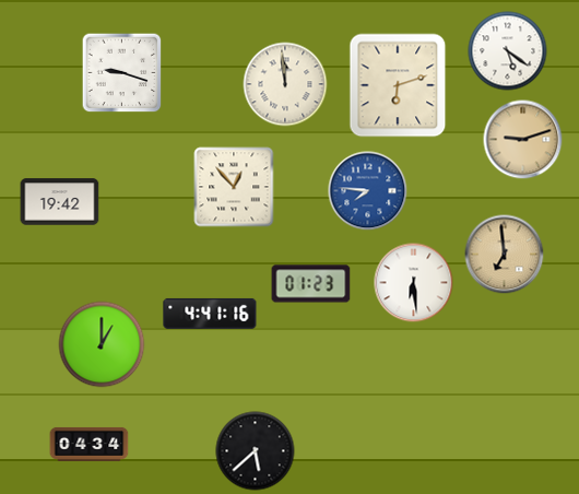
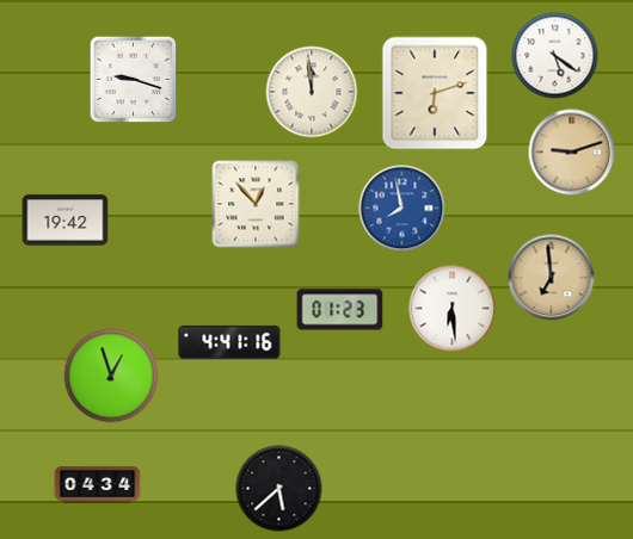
clock at (368, 191): 7:46 -> 7:58
clock at (102, 344): 1:00 -> 12:57
clock at (256, 451) position: (256, 451) -> (279, 489)
